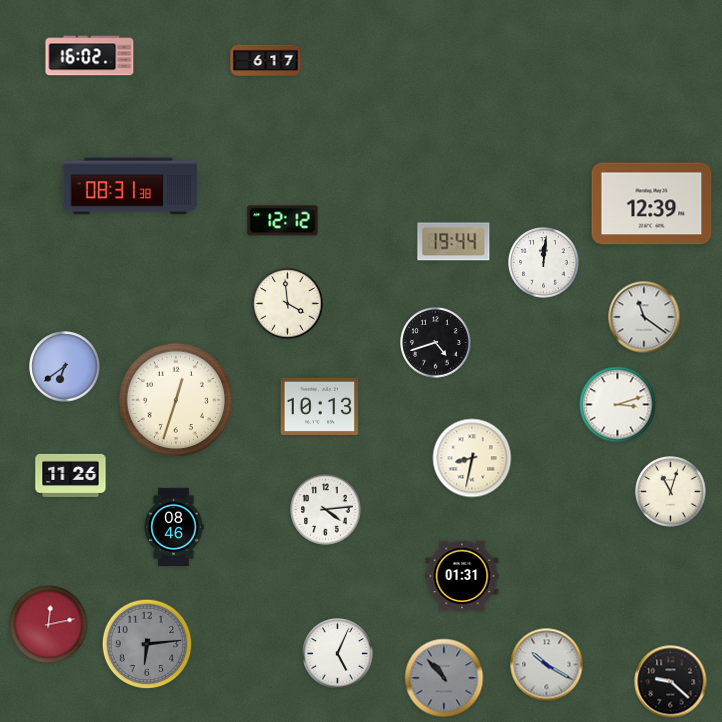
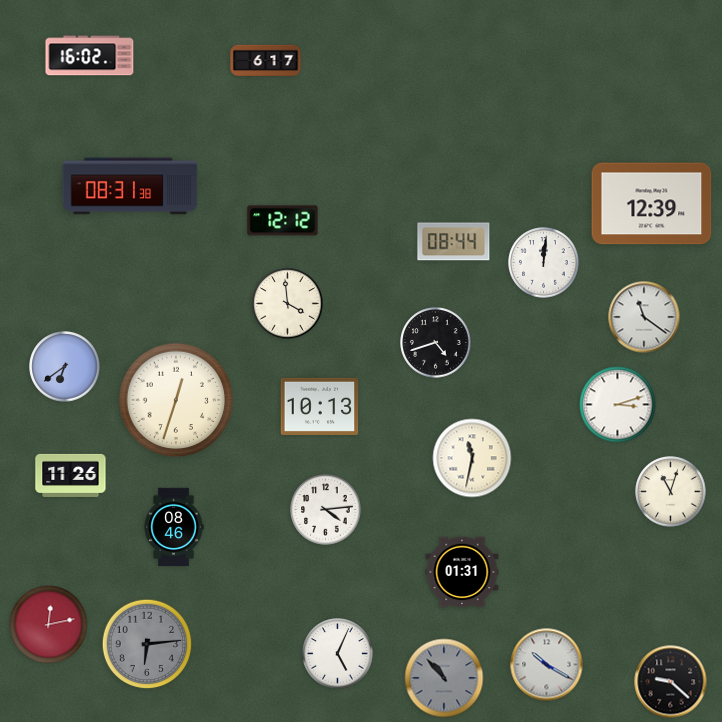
clock at (454, 242): 19:44 -> 08:44
clock at (472, 458): 8:32 -> 11:32
clock at (462, 576) position: (462, 576) -> (462, 572)
